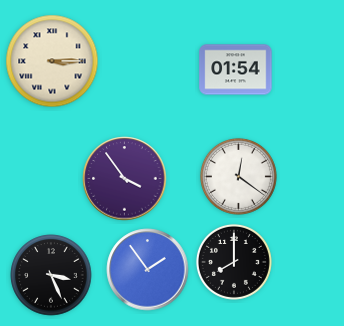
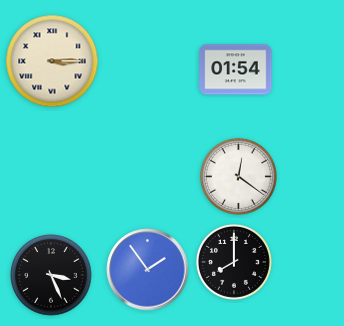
clock at (125, 179): 3:54 -> none
